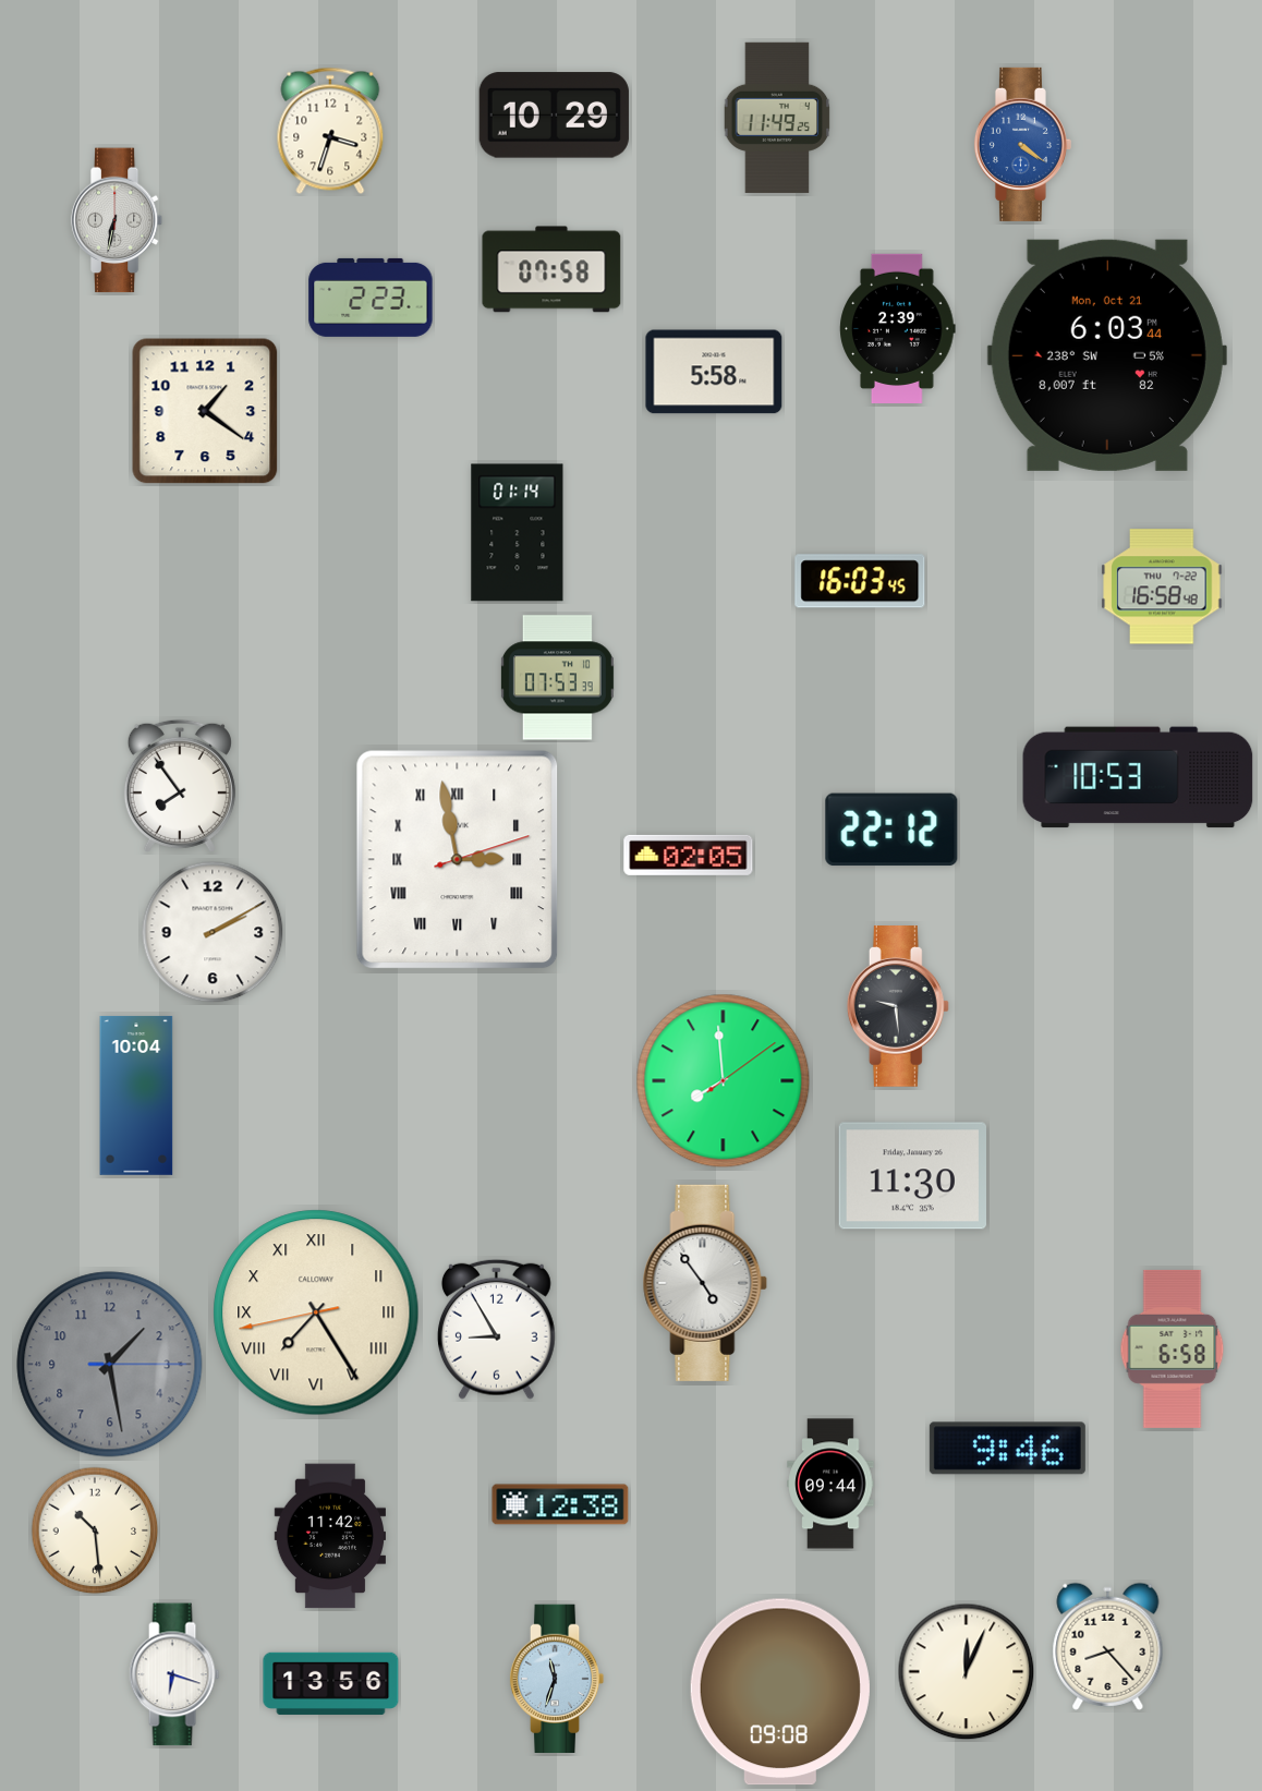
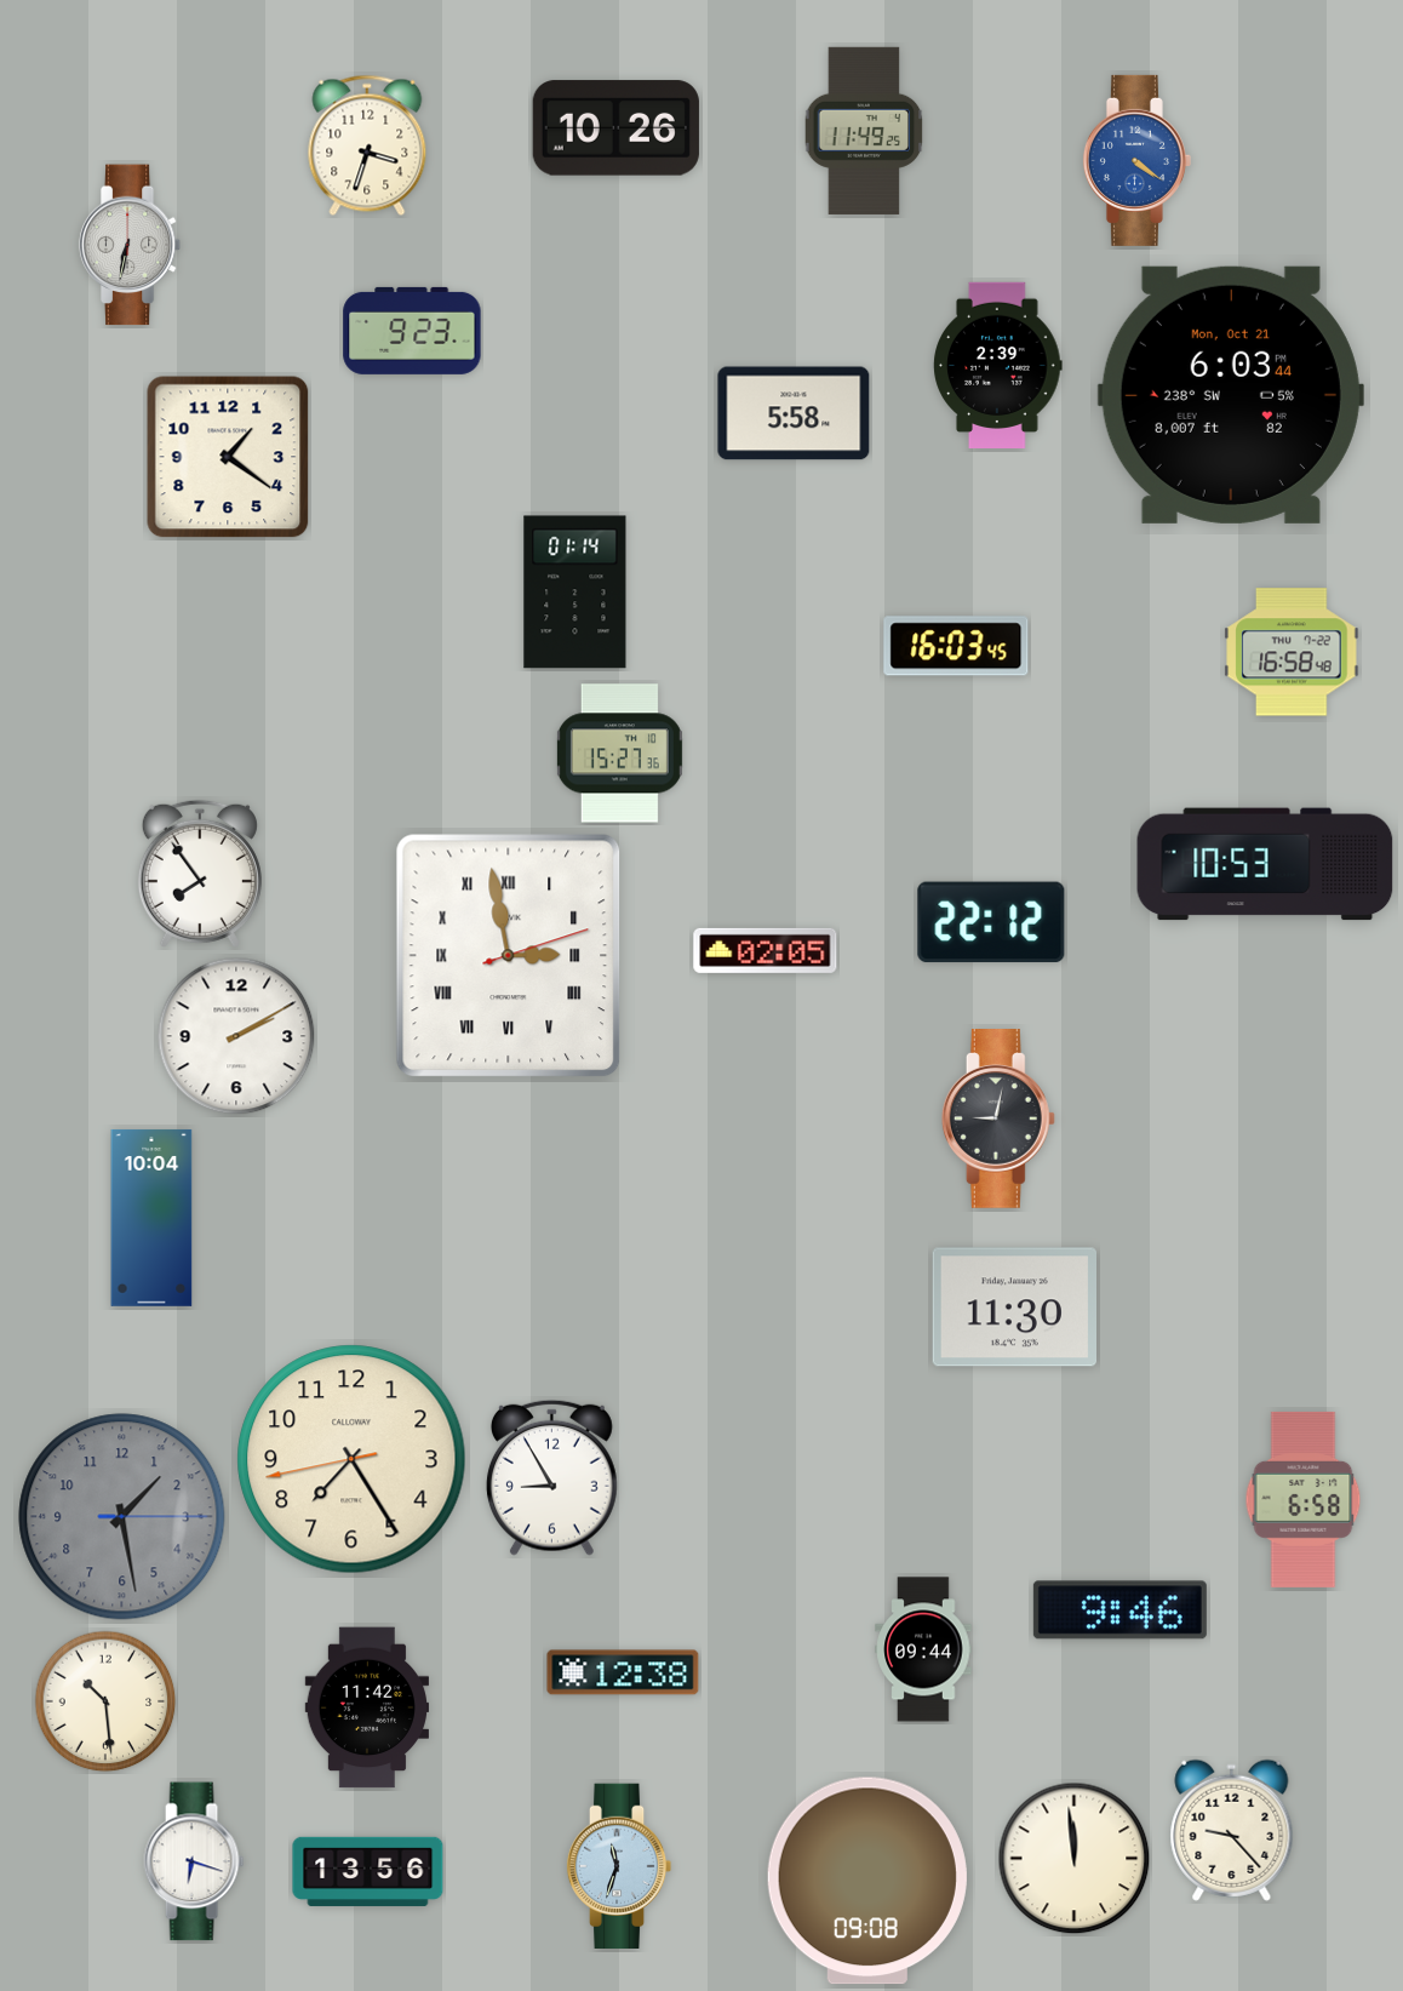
clock at (554, 116): 10:29 -> 10:26
clock at (551, 269): 07:58 -> none
clock at (371, 298): 2:23 -> 9:23
clock at (557, 678): 07:53 -> 15:27
clock at (898, 1007): 9:29 -> 9:02
clock at (724, 1081): 7:59 -> none
clock at (705, 1283): 4:54 -> none
clock at (316, 1312) numerals: Roman -> Arabic
clock at (1108, 1646): 8:23 -> 9:23
clock at (967, 1672): 12:04 -> 11:59
